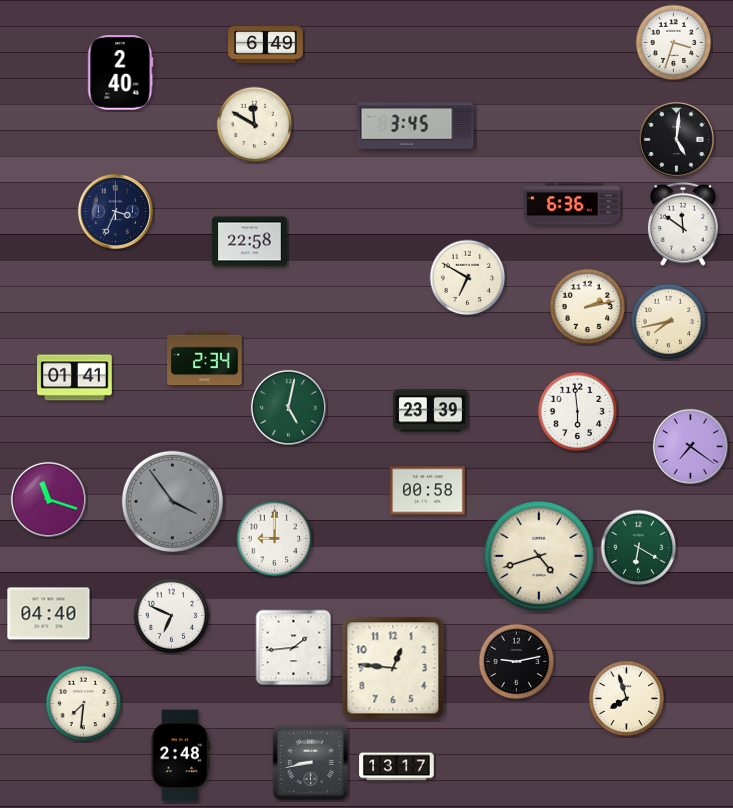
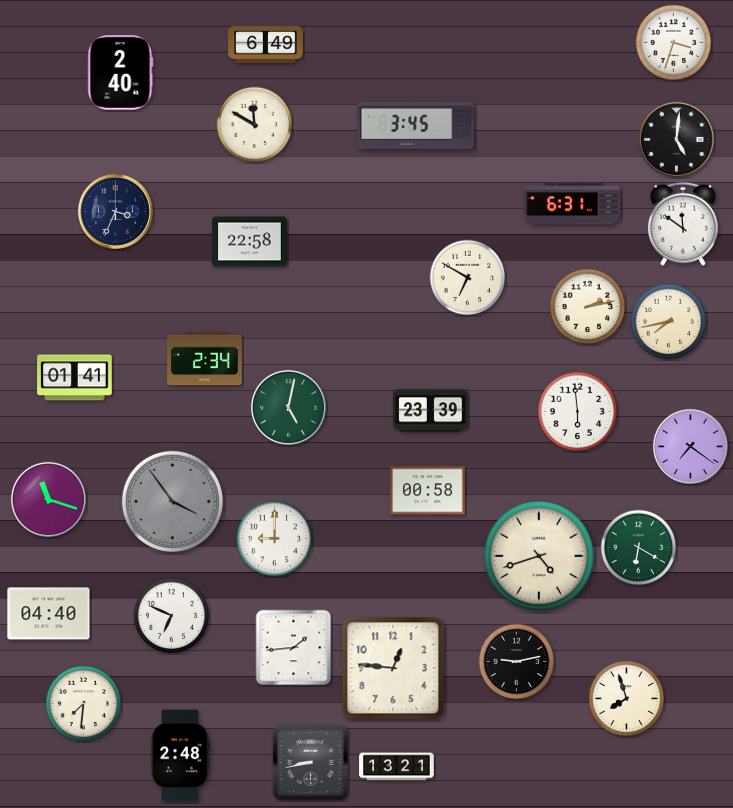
clock at (571, 204): 6:36 -> 6:31
clock at (397, 767): 13:17 -> 13:21
